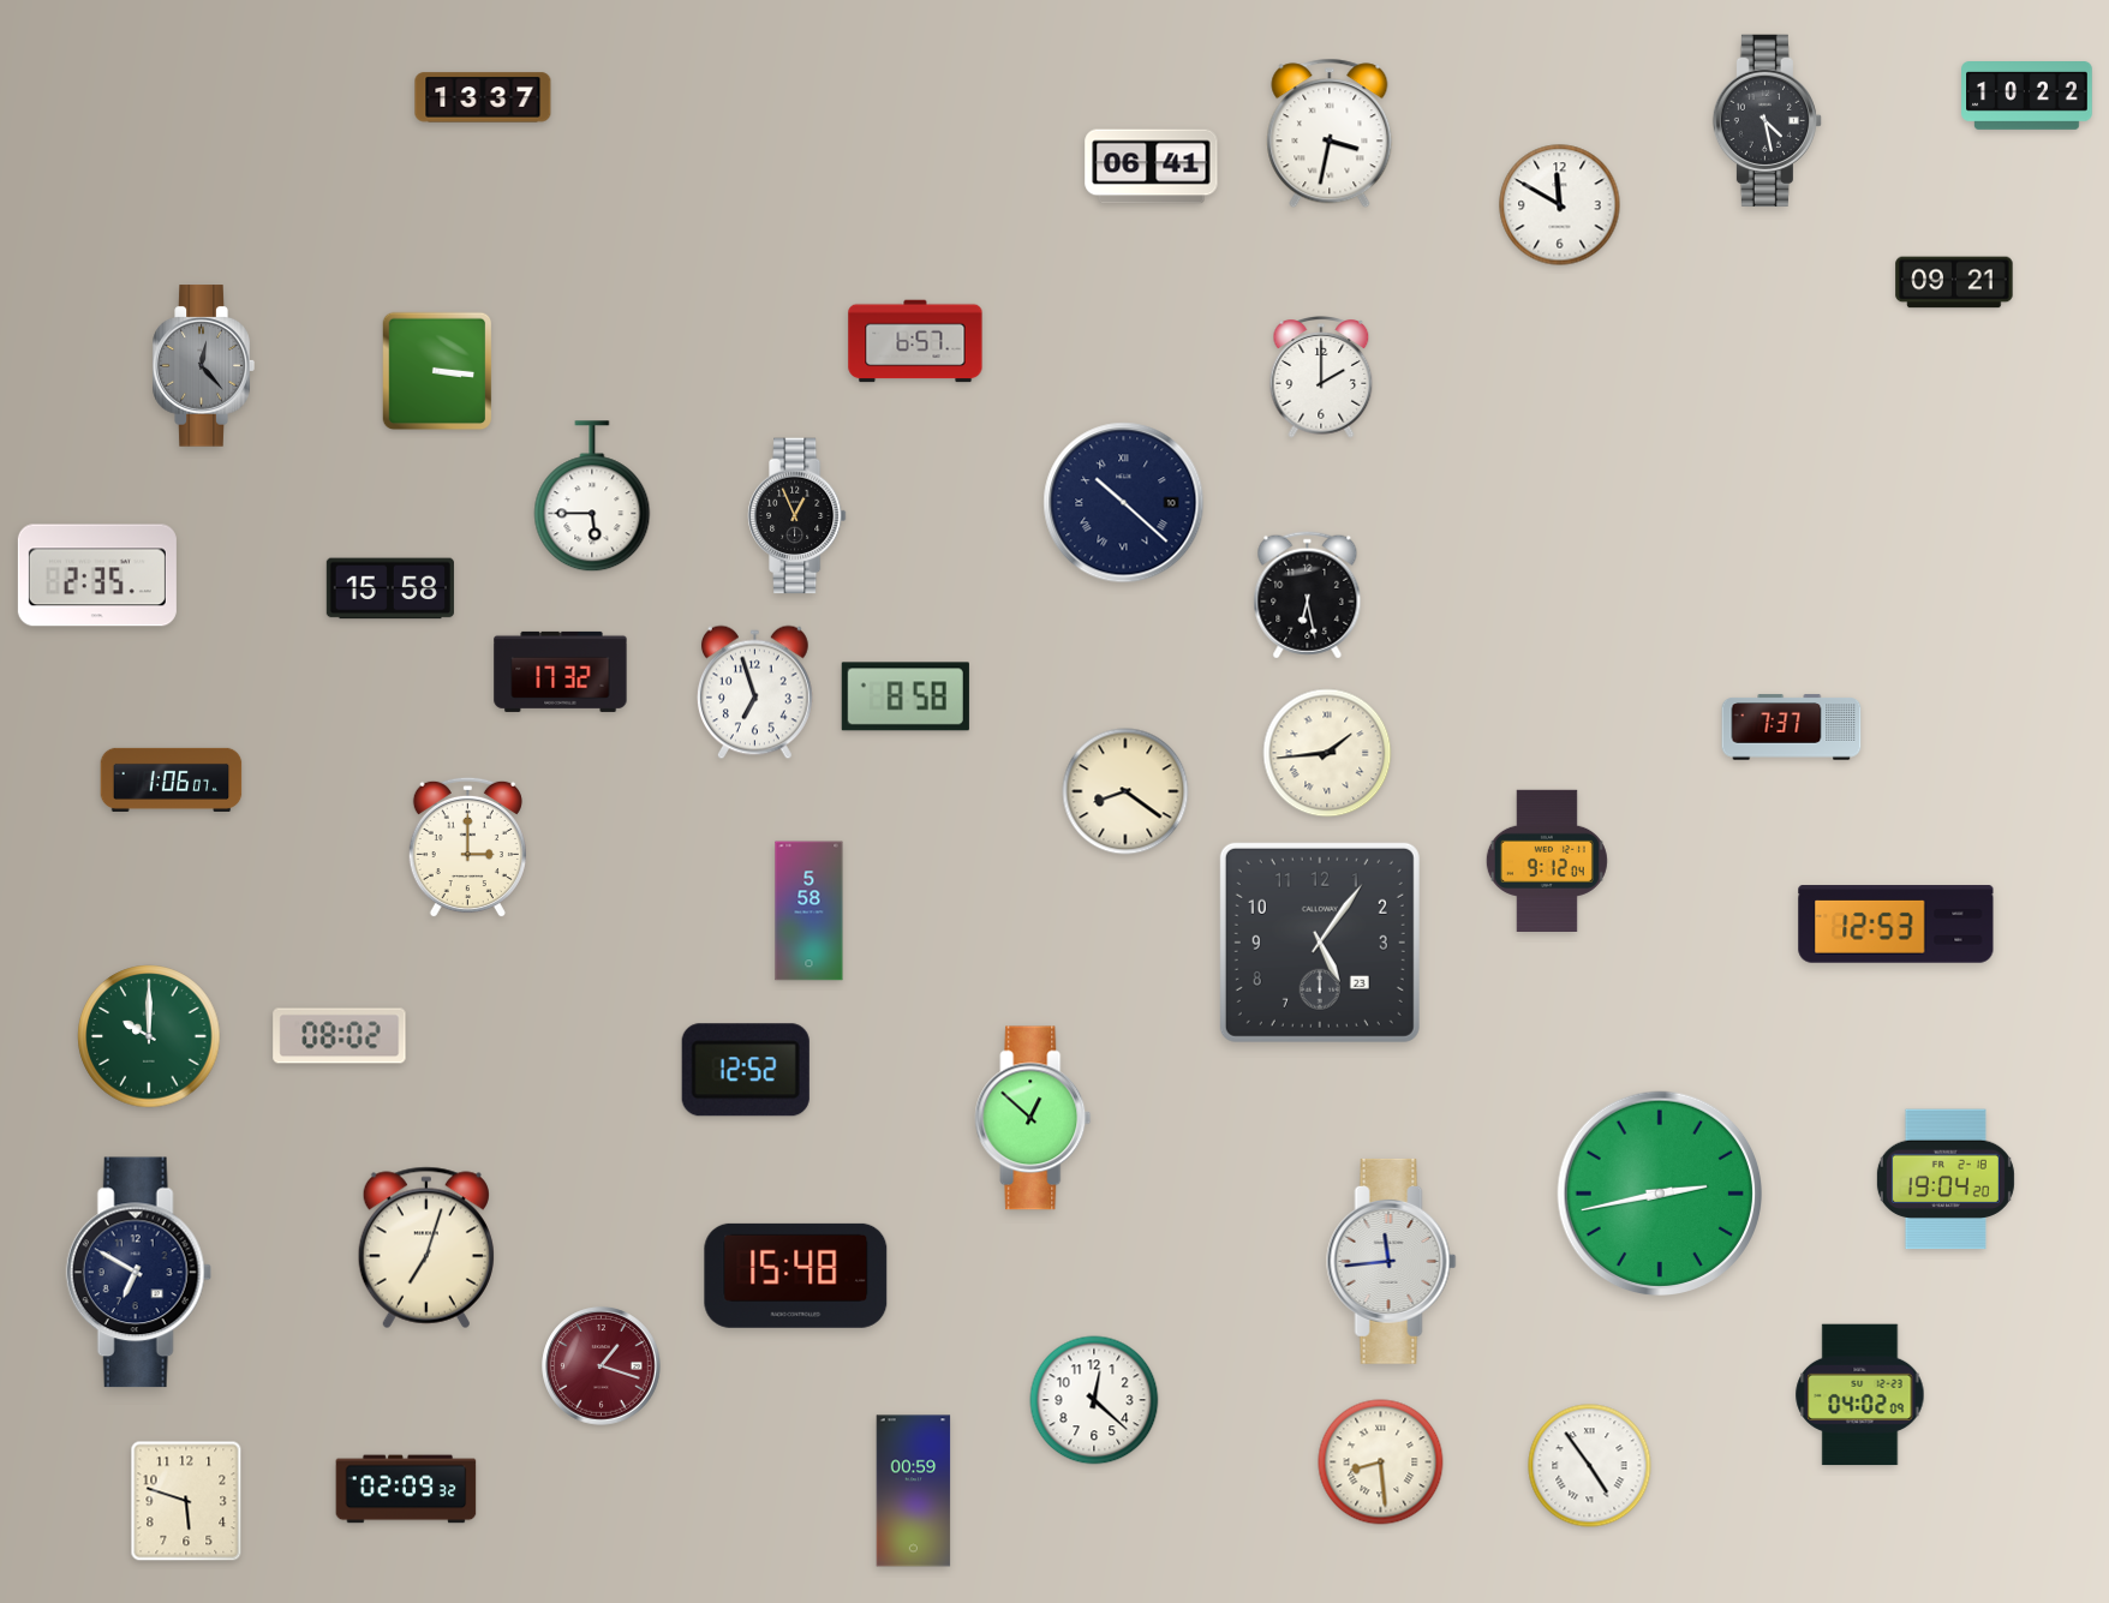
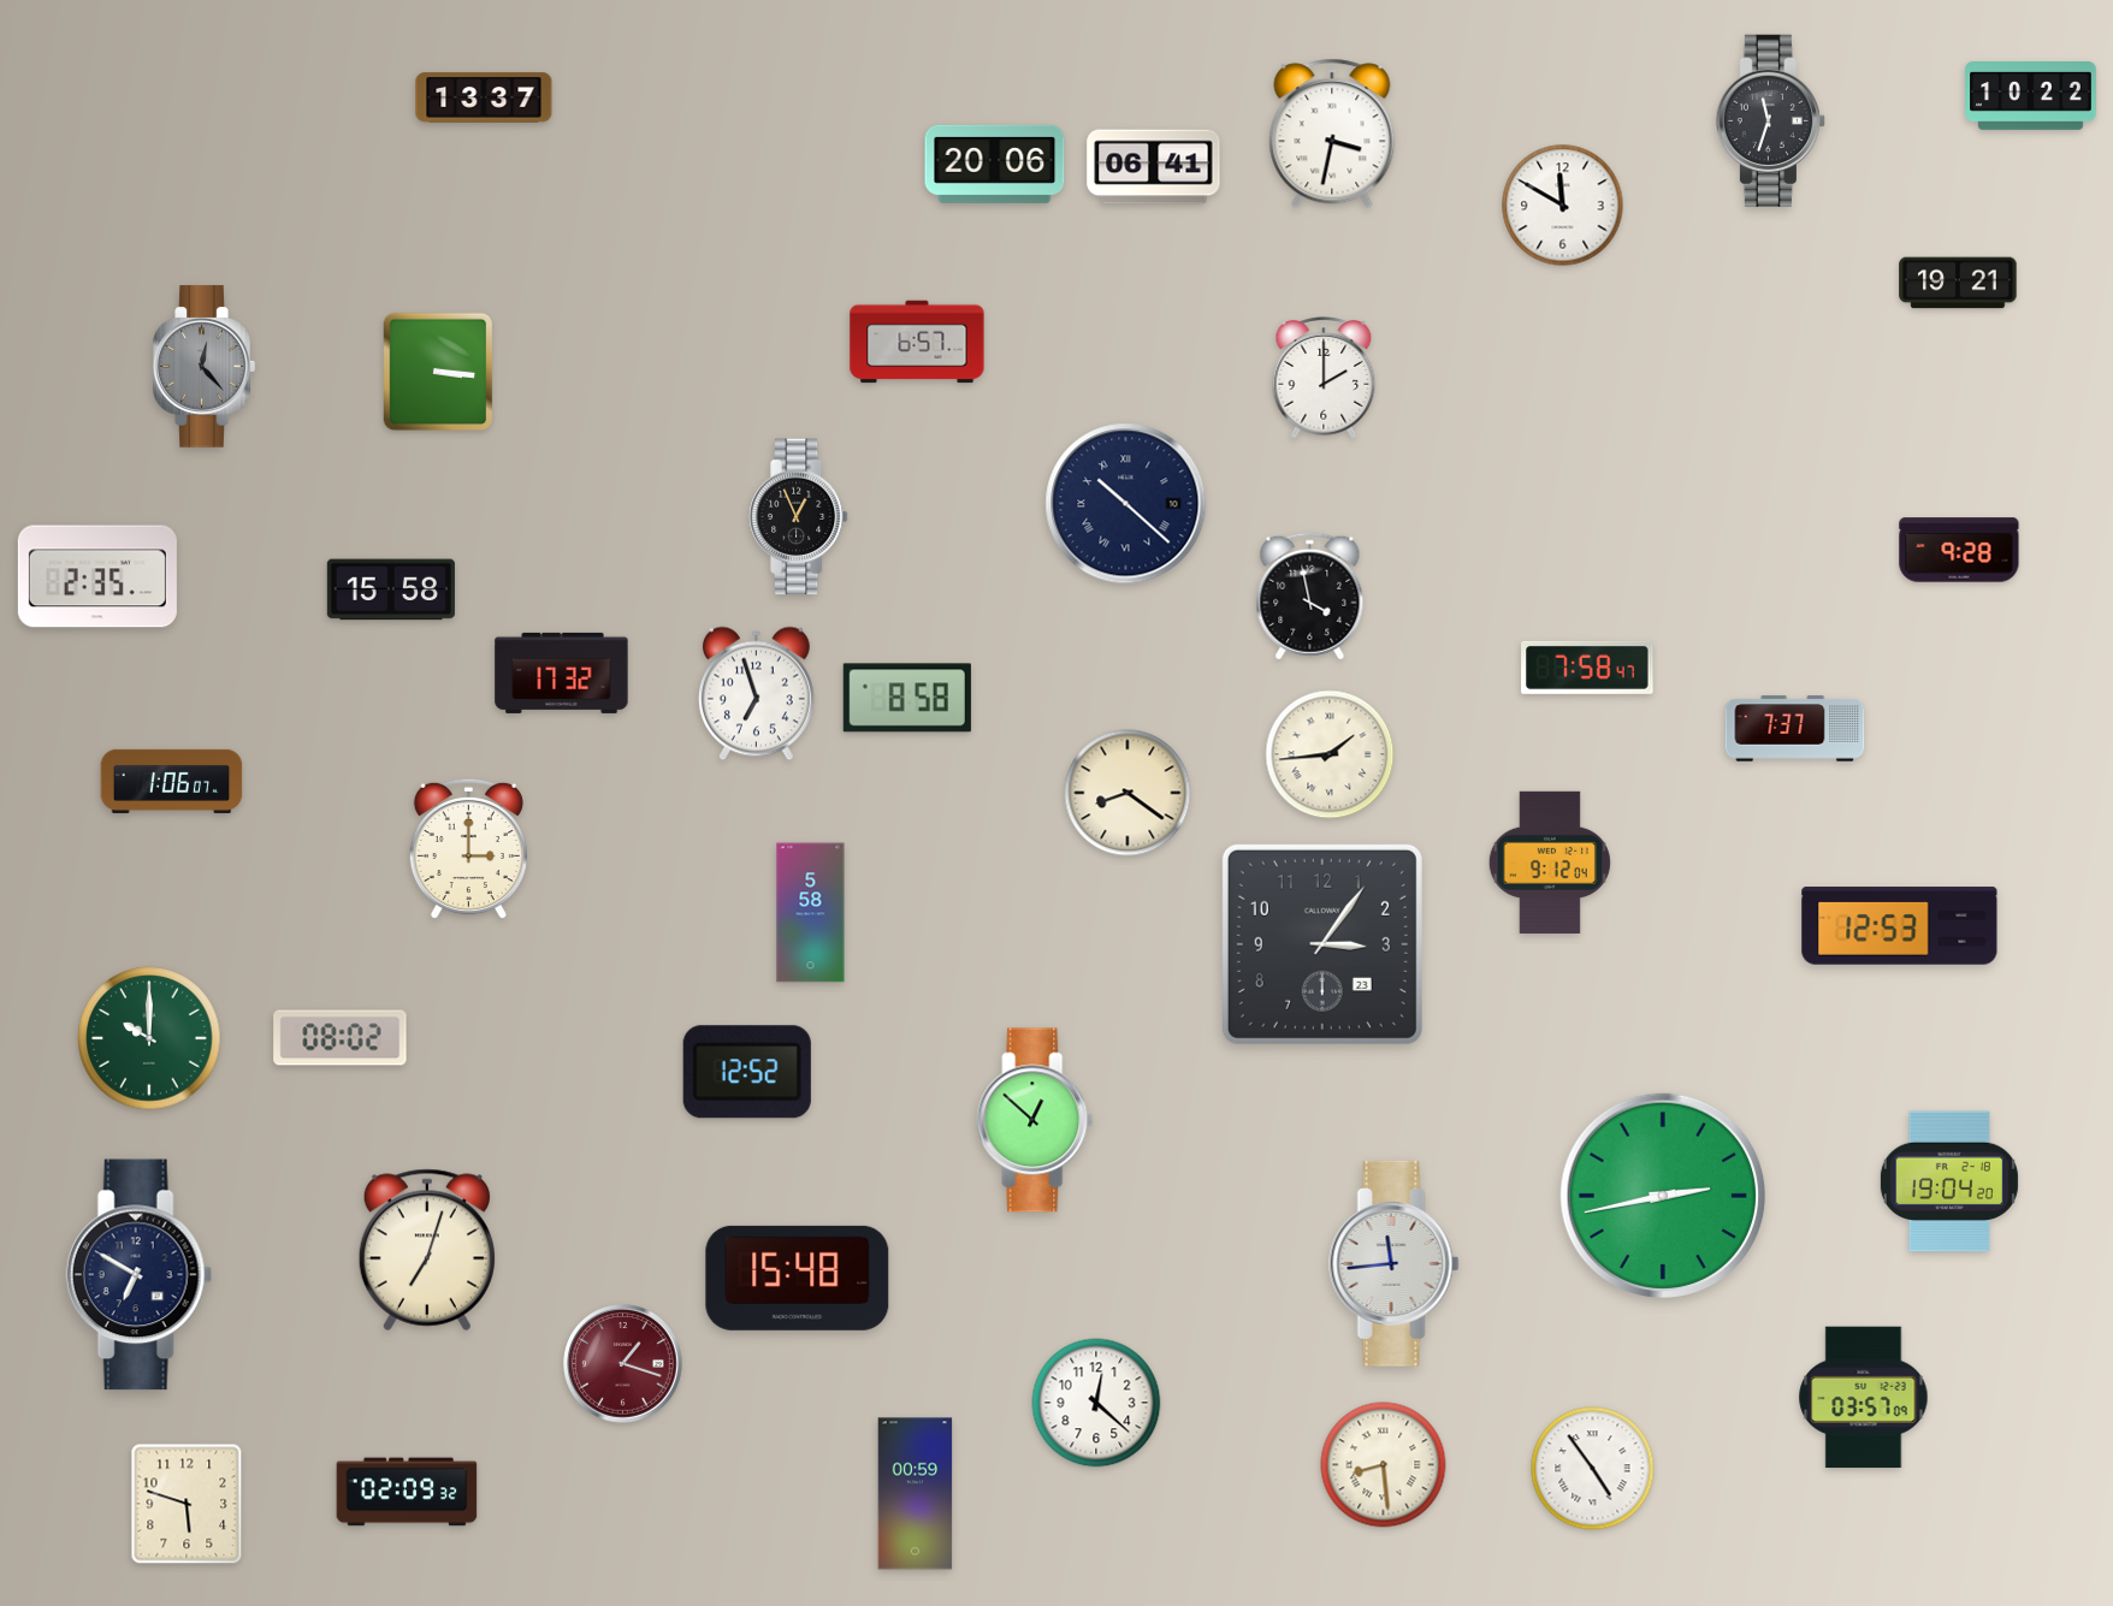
clock at (1767, 120): 4:28 -> 11:33
clock at (995, 164): none -> 20:06
clock at (1954, 282): 09:21 -> 19:21
clock at (592, 497): 5:45 -> none
clock at (1959, 550): none -> 9:28
clock at (1308, 596): 6:28 -> 3:58
clock at (1587, 668): none -> 7:58
clock at (1320, 943): 5:06 -> 3:06
clock at (602, 1366) position: (602, 1366) -> (623, 1364)
clock at (1860, 1395): 04:02 -> 03:57
